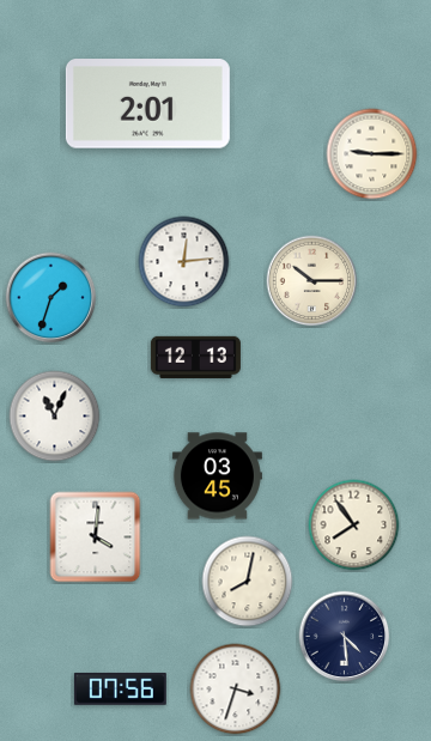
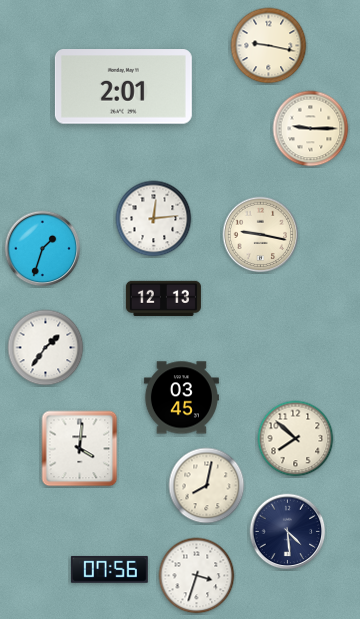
clock at (269, 46): none -> 9:17
clock at (312, 281): 10:15 -> 9:17
clock at (55, 417): 11:04 -> 1:36
clock at (354, 526): 7:54 -> 7:52
clock at (120, 688) position: (120, 688) -> (109, 569)
